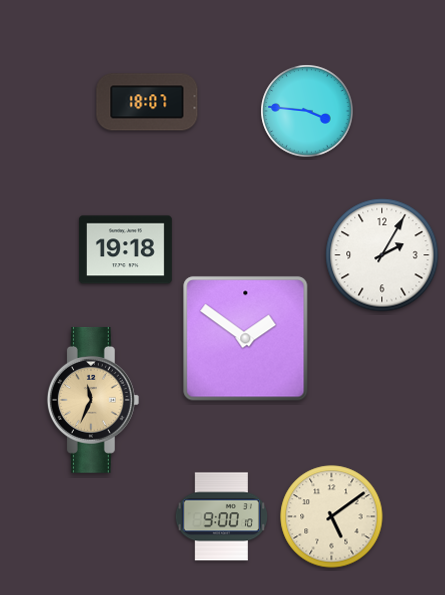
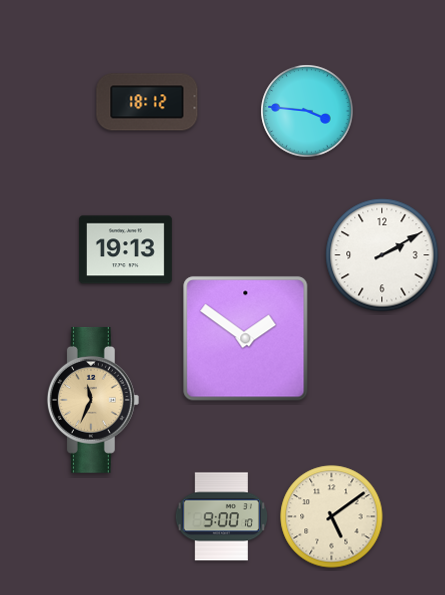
clock at (147, 102): 18:07 -> 18:12
clock at (125, 250): 19:18 -> 19:13
clock at (382, 255): 2:05 -> 2:10
